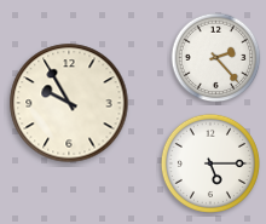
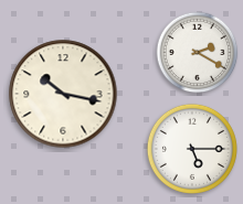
clock at (216, 58): 2:23 -> 2:20
clock at (69, 103): 9:55 -> 10:17
